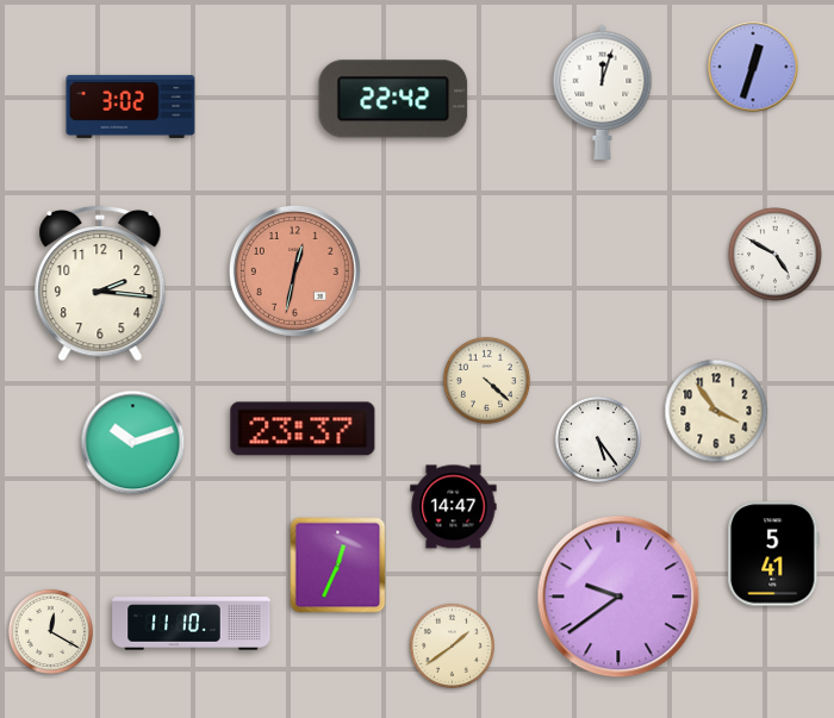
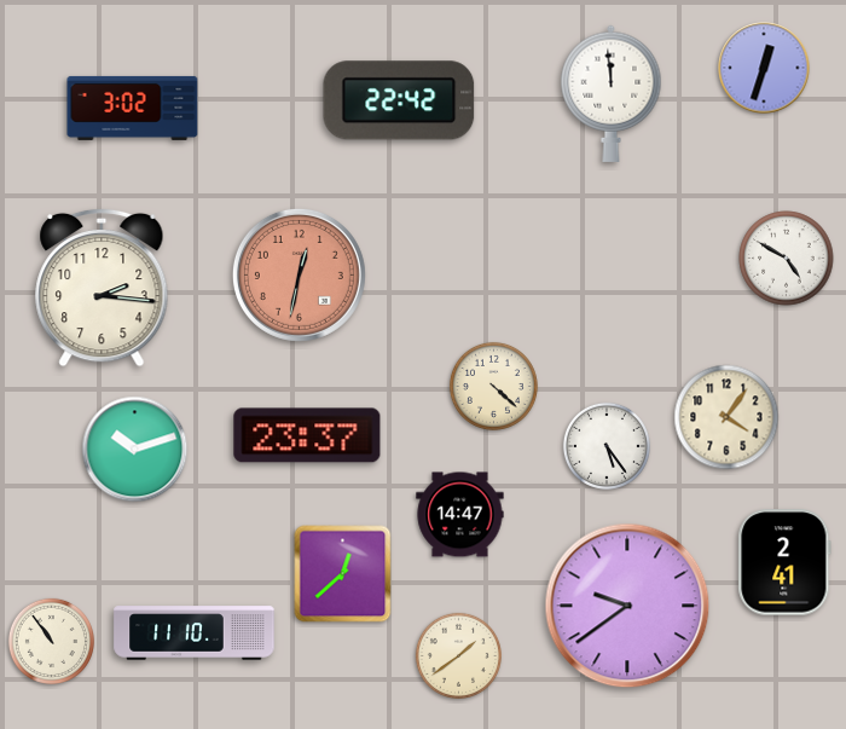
clock at (603, 92): 12:03 -> 11:59
clock at (716, 411): 3:54 -> 4:06
clock at (773, 554): 5:41 -> 2:41
clock at (338, 566): 12:34 -> 12:38
clock at (50, 631): 12:20 -> 10:54
